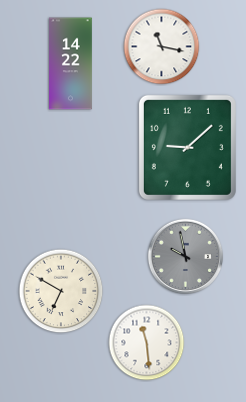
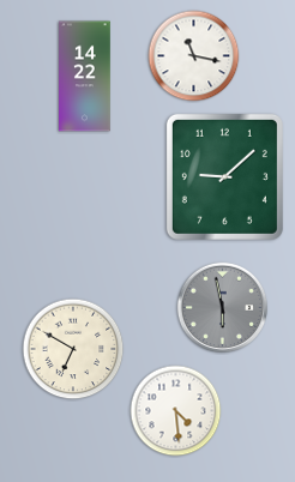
clock at (186, 257): 9:58 -> 5:58
clock at (147, 343): 11:29 -> 4:29
